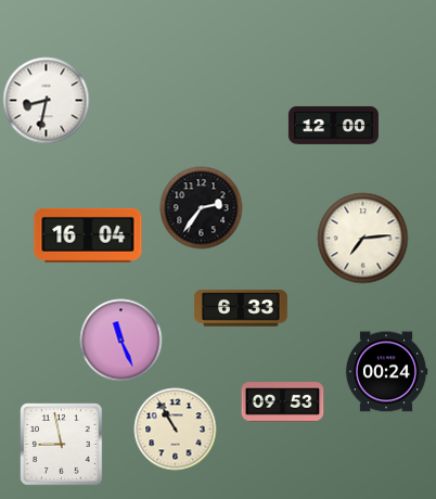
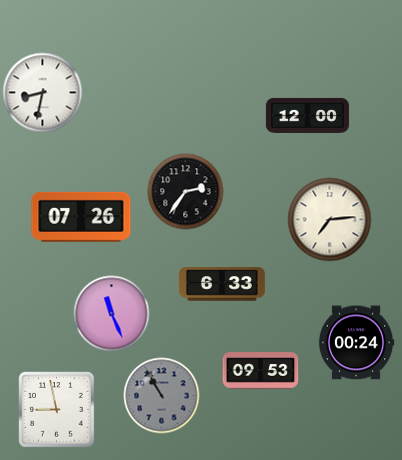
clock at (88, 235): 16:04 -> 07:26
clock at (363, 239) position: (363, 239) -> (330, 220)
clock at (176, 430) dial: cream -> grey
